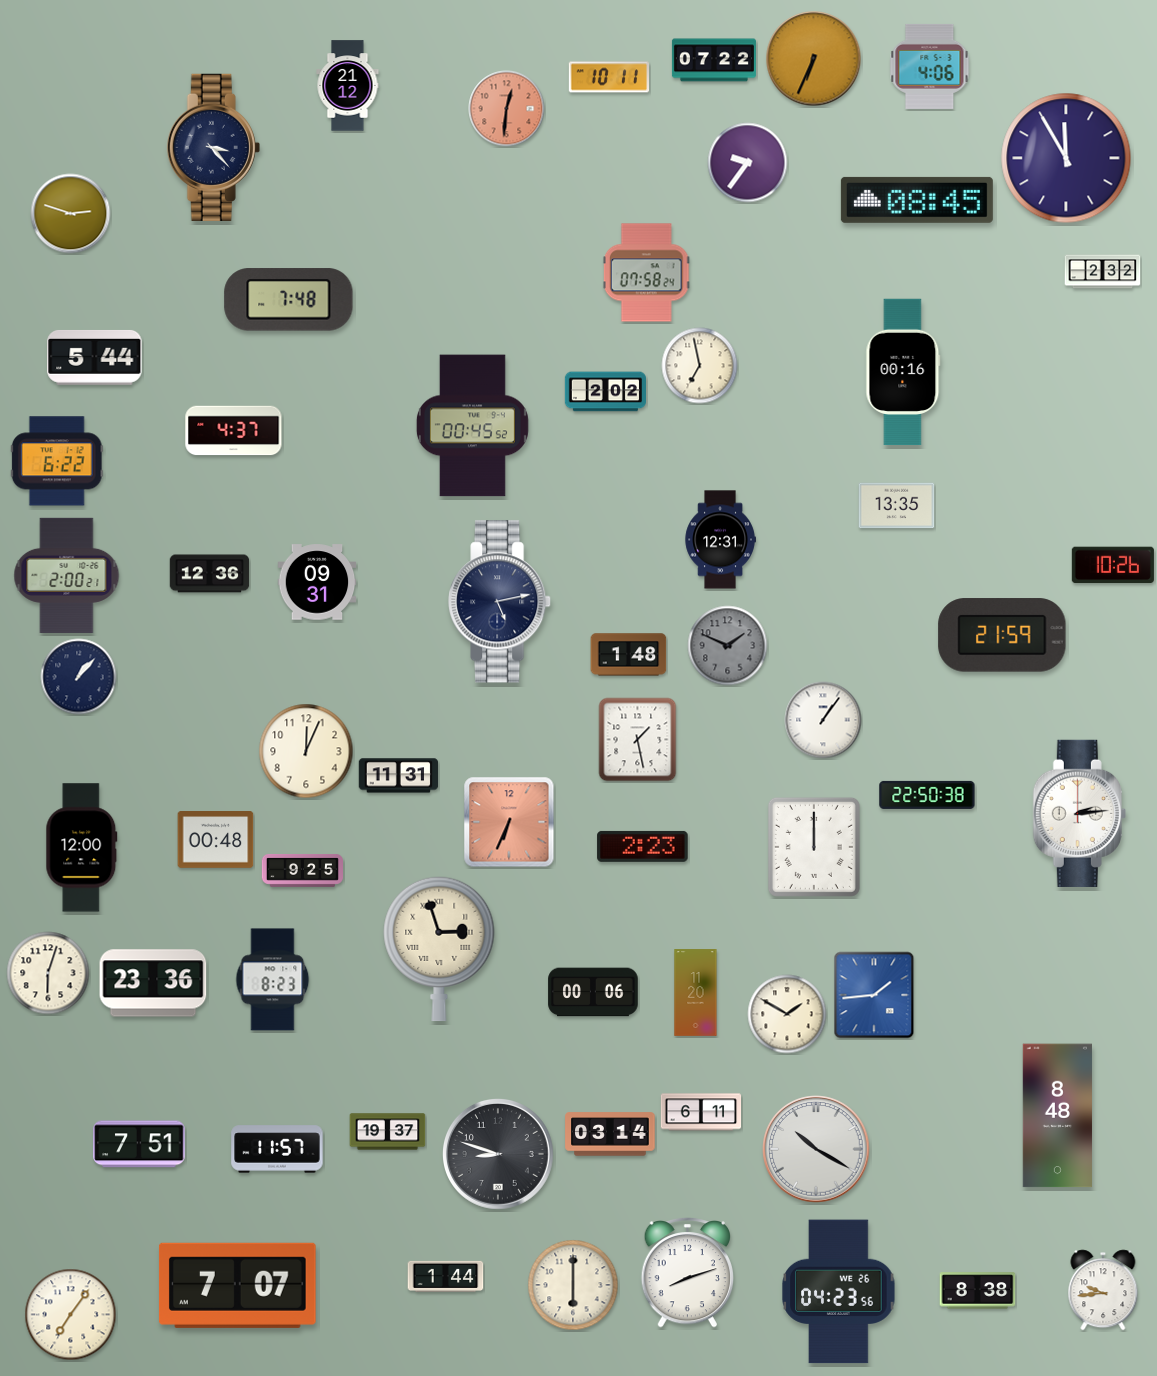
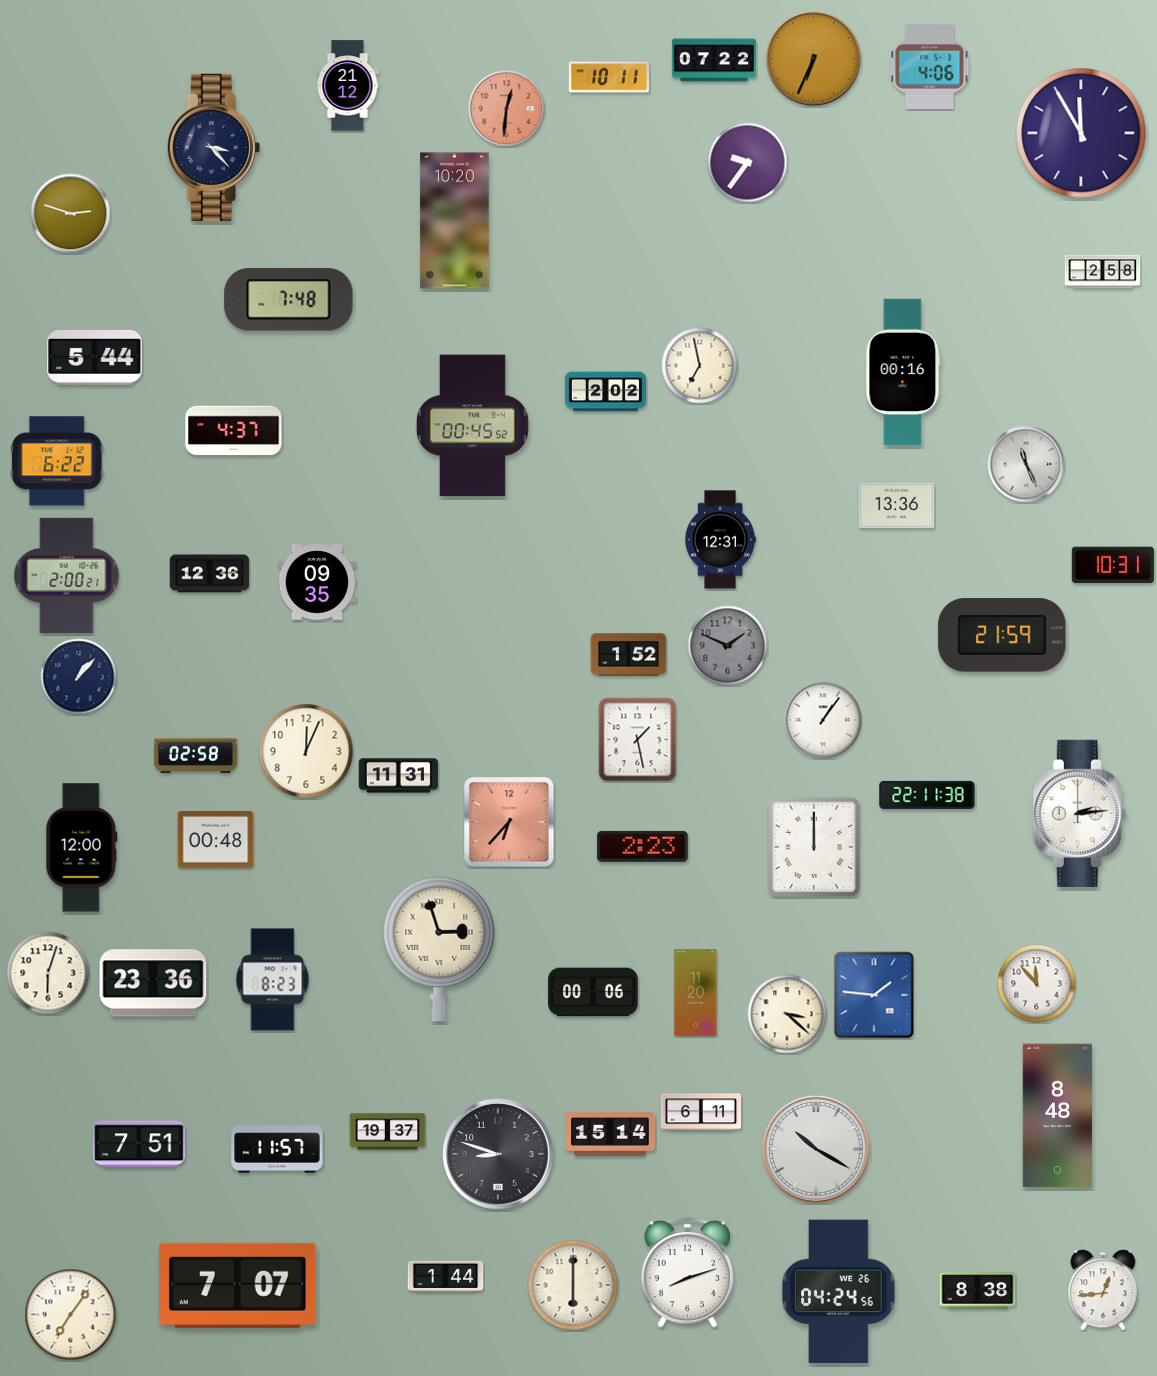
clock at (1066, 158) position: (1066, 158) -> (1081, 133)
clock at (917, 200): 08:45 -> none
clock at (455, 221): none -> 10:20
clock at (1103, 272): 2:32 -> 2:58
clock at (646, 273): 07:58 -> none
clock at (1026, 464): none -> 11:26
clock at (897, 506): 13:35 -> 13:36
clock at (1113, 565): 10:26 -> 10:31
clock at (317, 582): 09:31 -> 09:35
clock at (500, 602): 5:13 -> none
clock at (629, 655): 1:48 -> 1:52
clock at (195, 755): none -> 02:58
clock at (927, 795): 22:50 -> 22:11
clock at (509, 822): 6:34 -> 6:37
clock at (303, 871): 9:25 -> none
clock at (1037, 984): none -> 11:53
clock at (874, 995): 1:44 -> 1:46
clock at (787, 1014): 1:50 -> 3:22
clock at (610, 1134): 03:14 -> 15:14
clock at (1103, 1290): 9:44 -> 12:44
clock at (839, 1292): 04:23 -> 04:24
